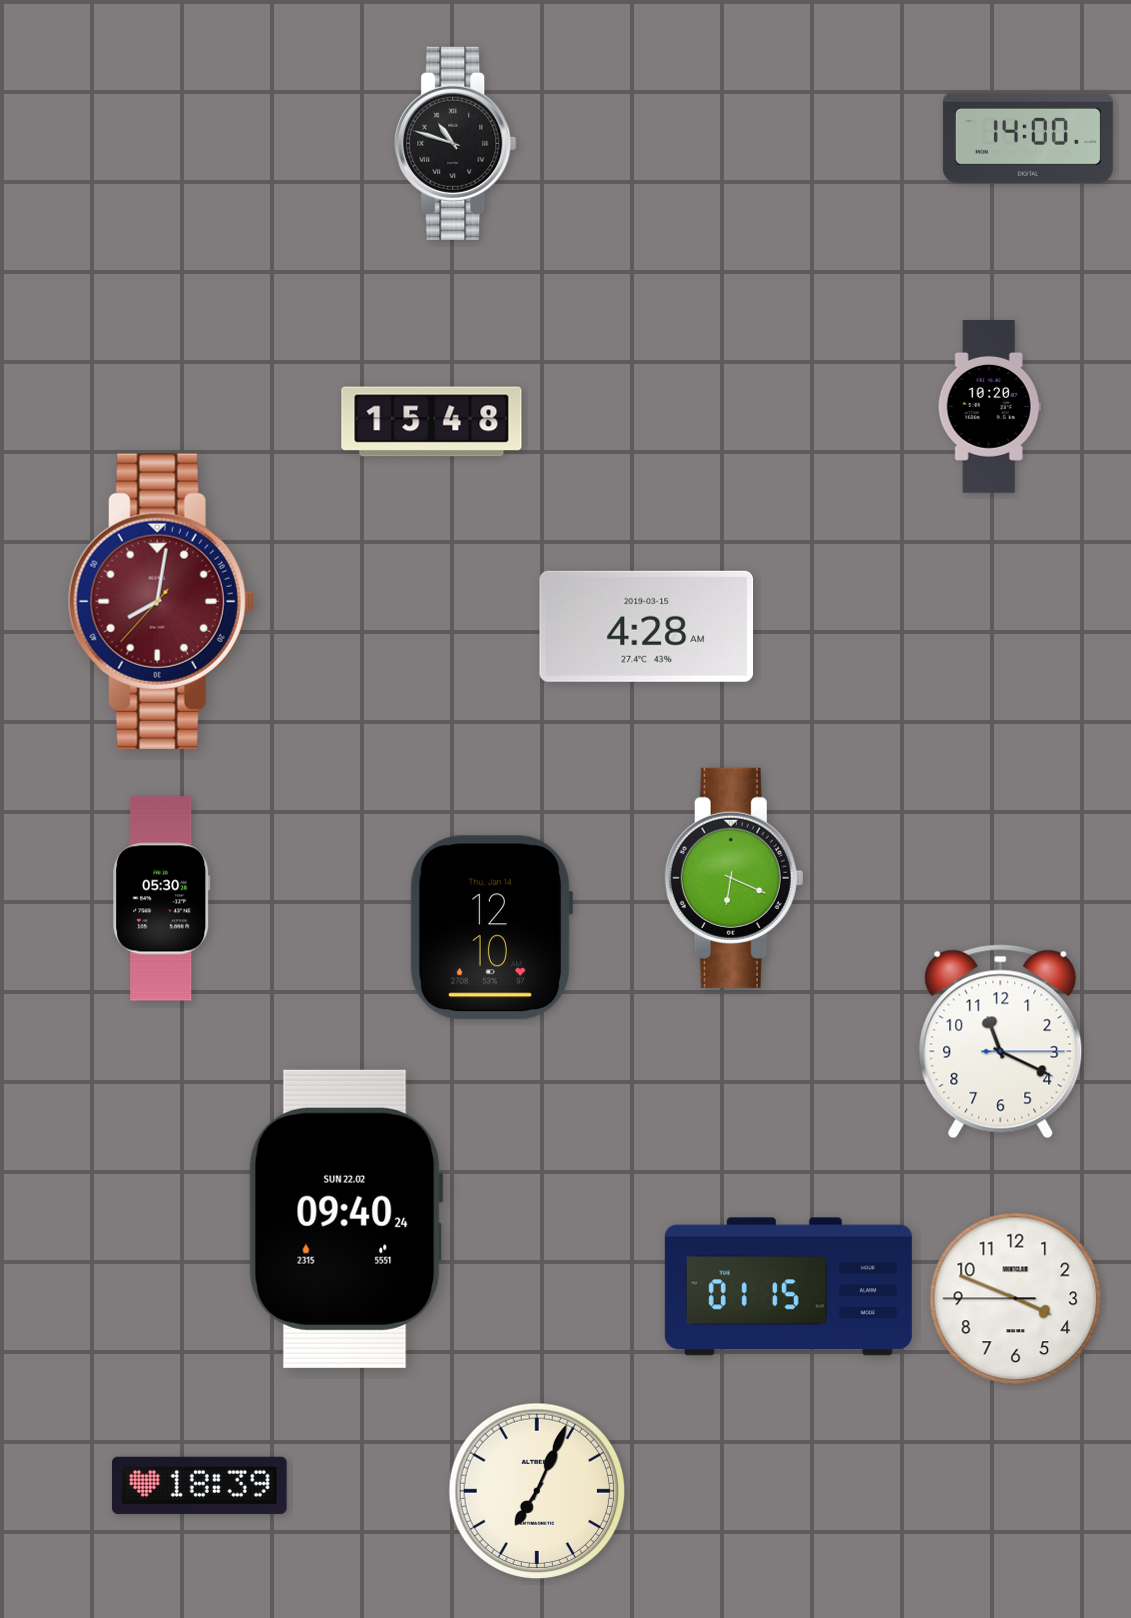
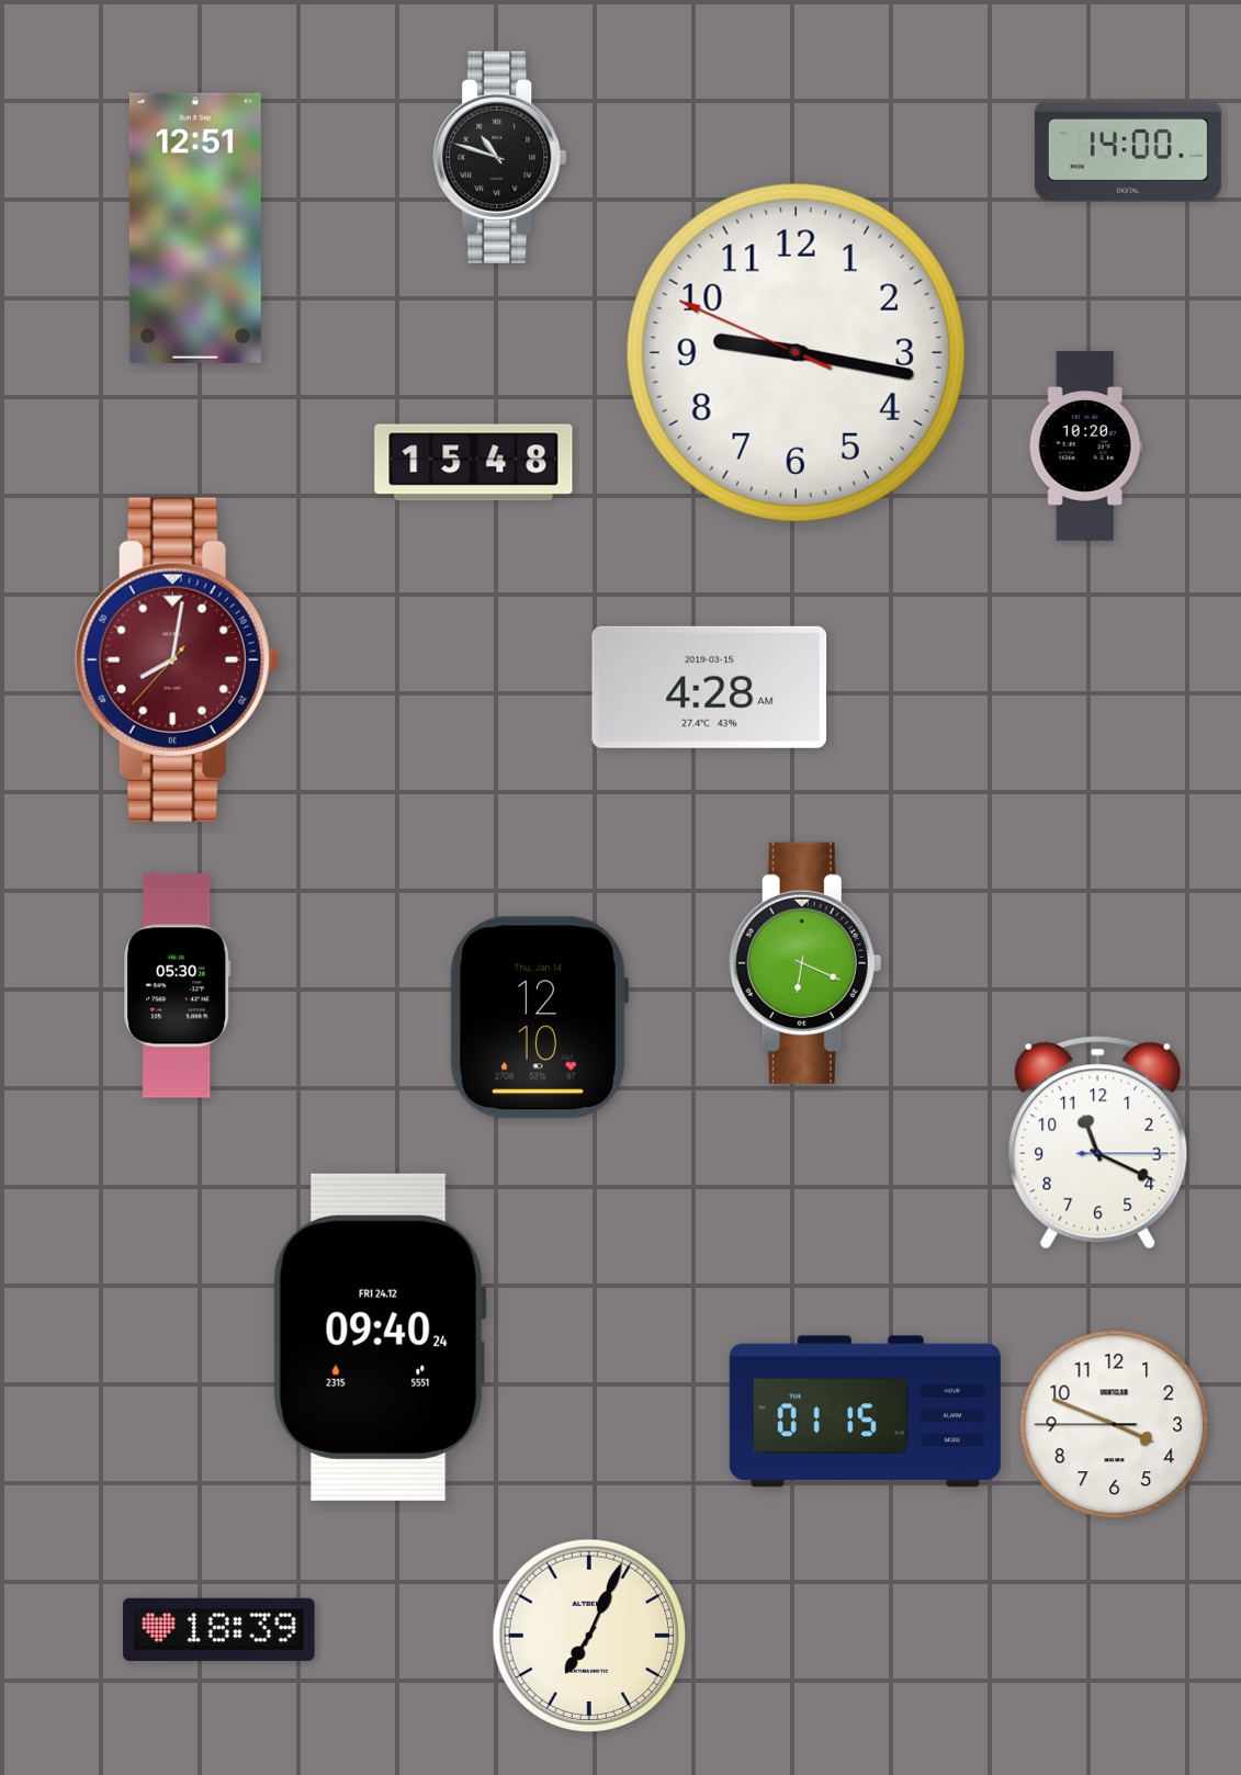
clock at (195, 228): none -> 12:51
clock at (796, 352): none -> 9:16
clock at (346, 1219) date: SUN 22.02 -> FRI 24.12
